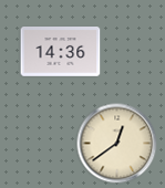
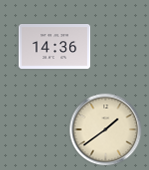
clock at (117, 144): 12:39 -> 1:39
